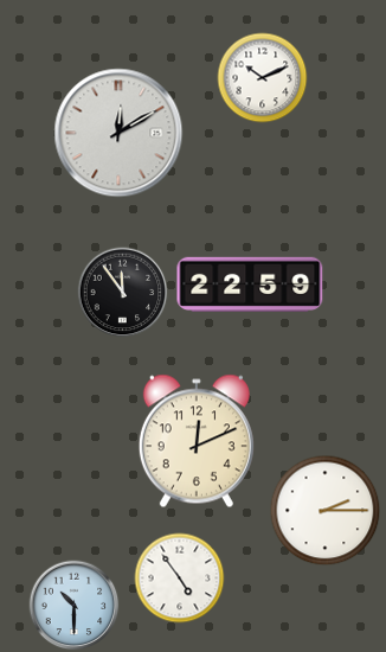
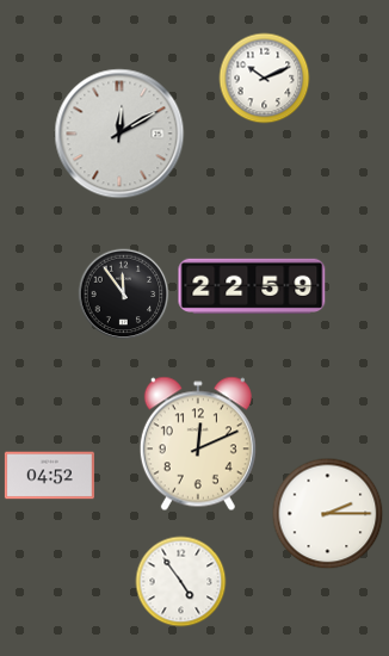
clock at (49, 476): none -> 04:52
clock at (75, 606): 10:30 -> none
